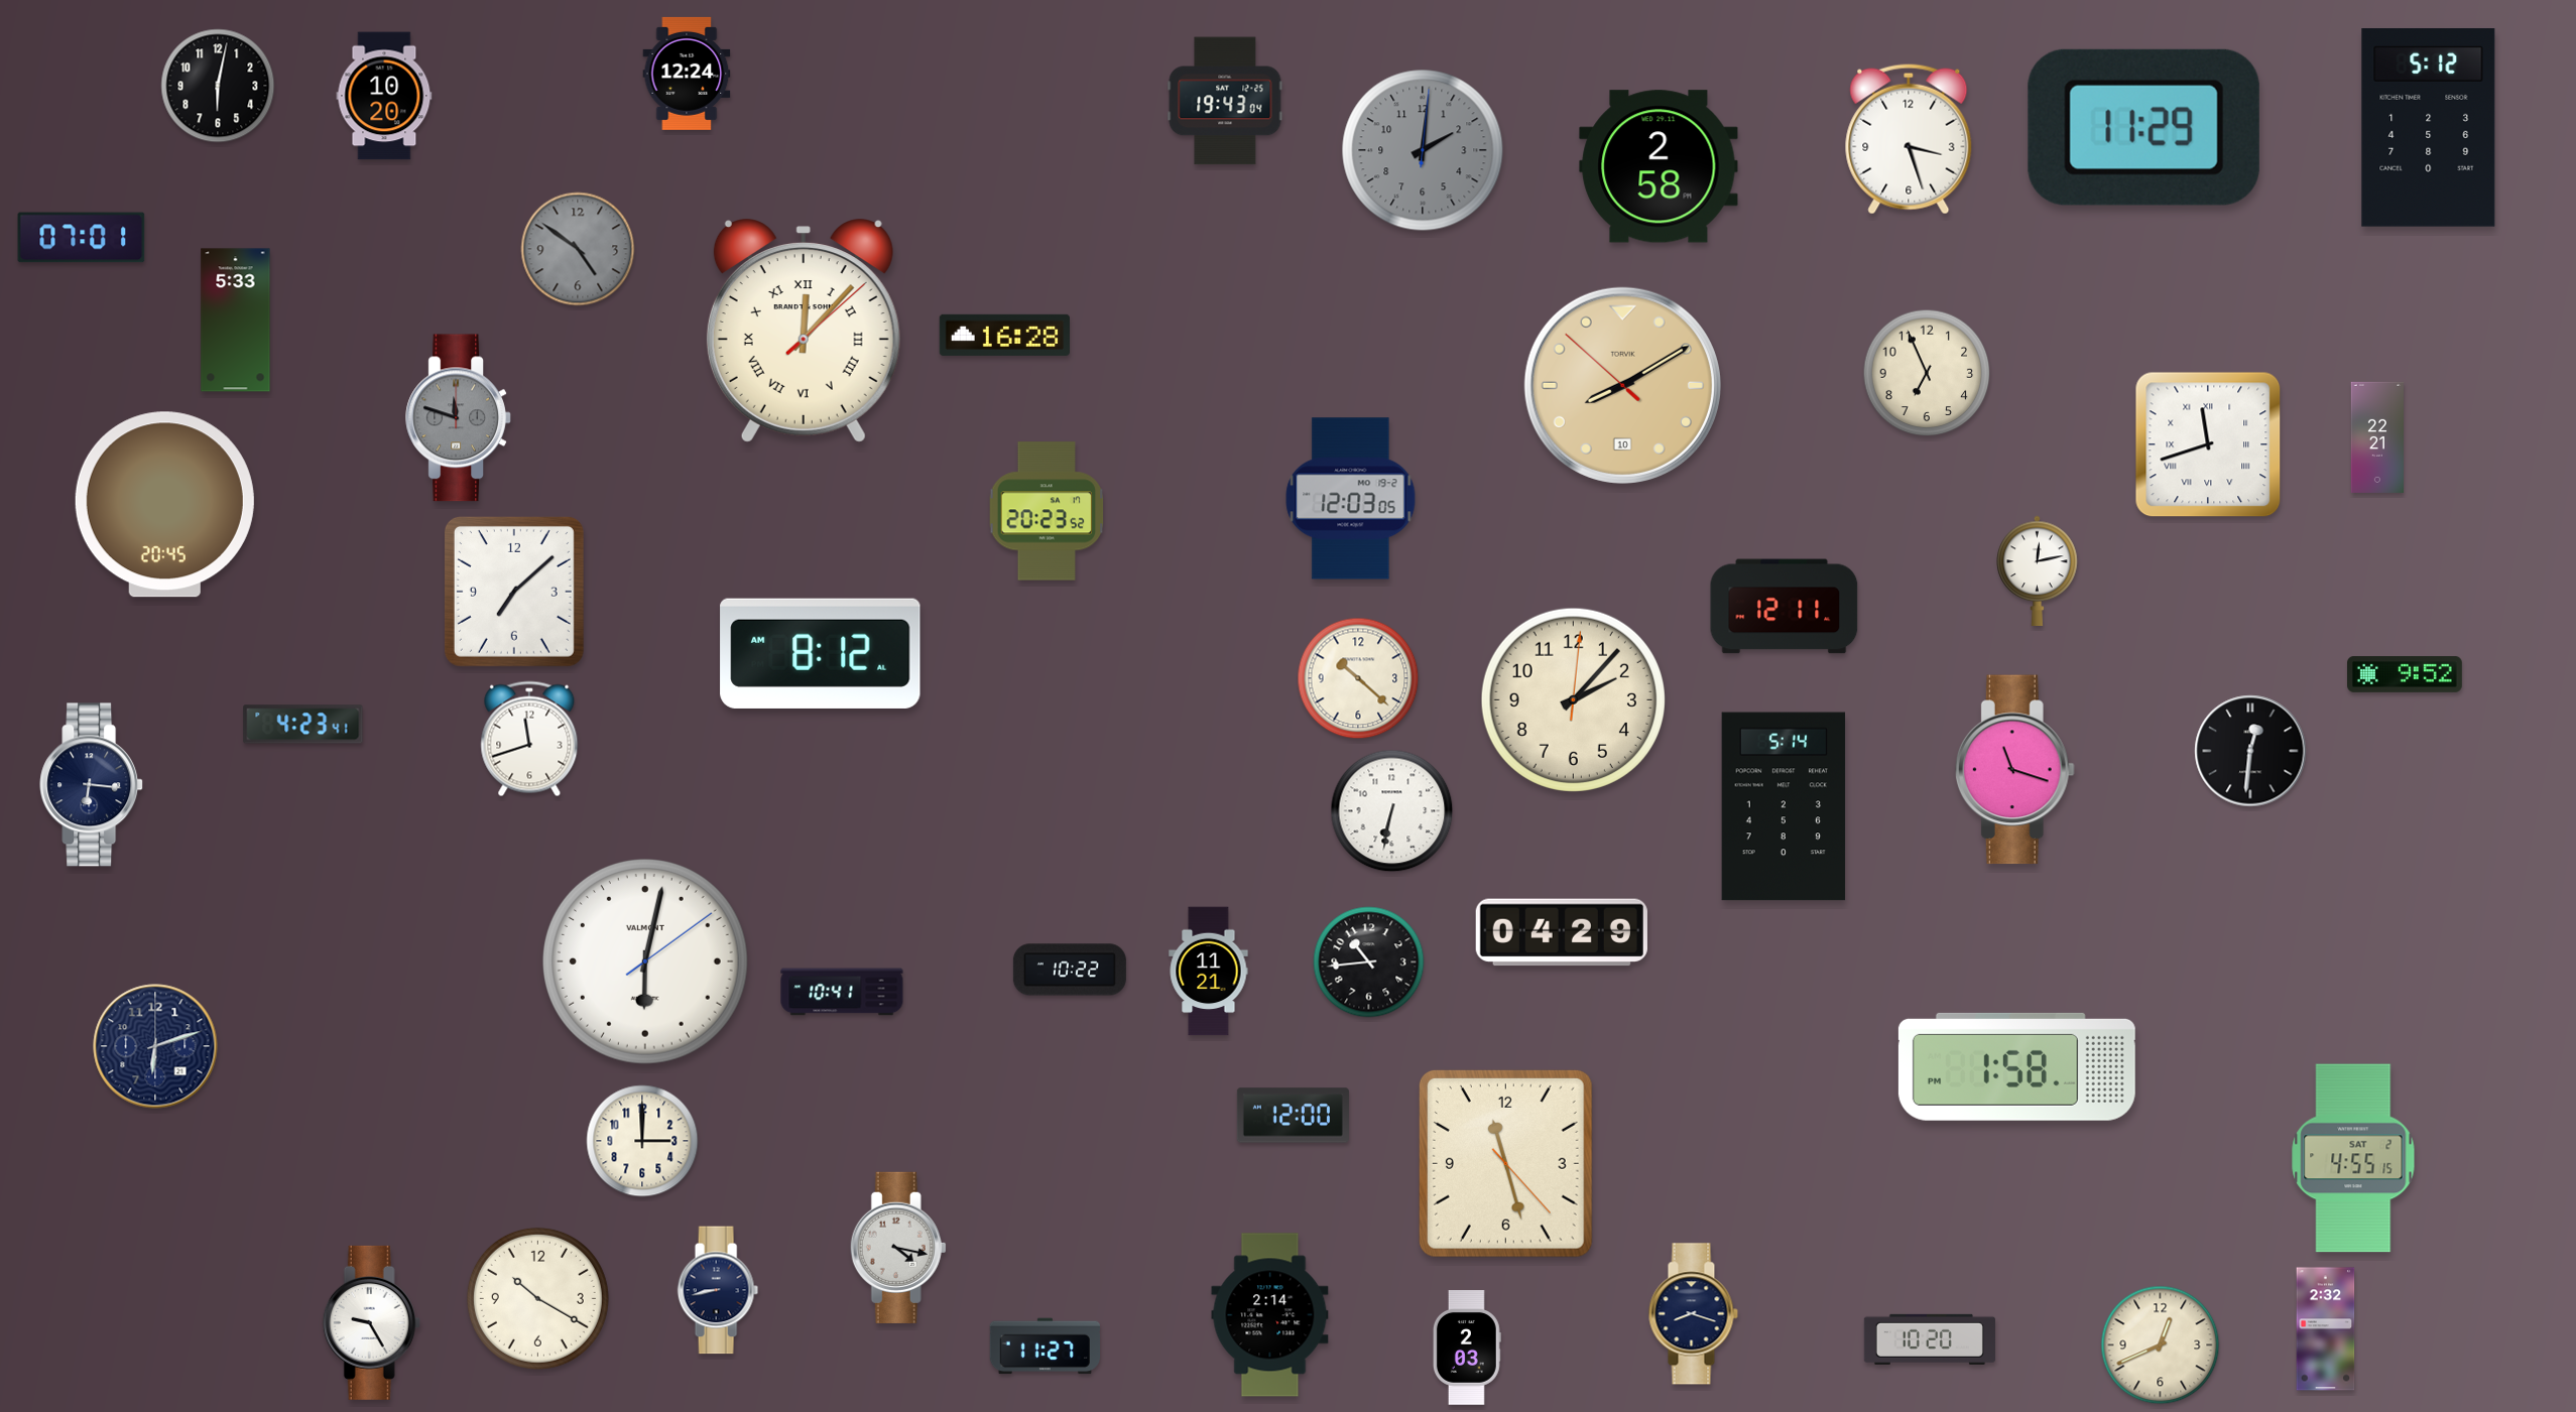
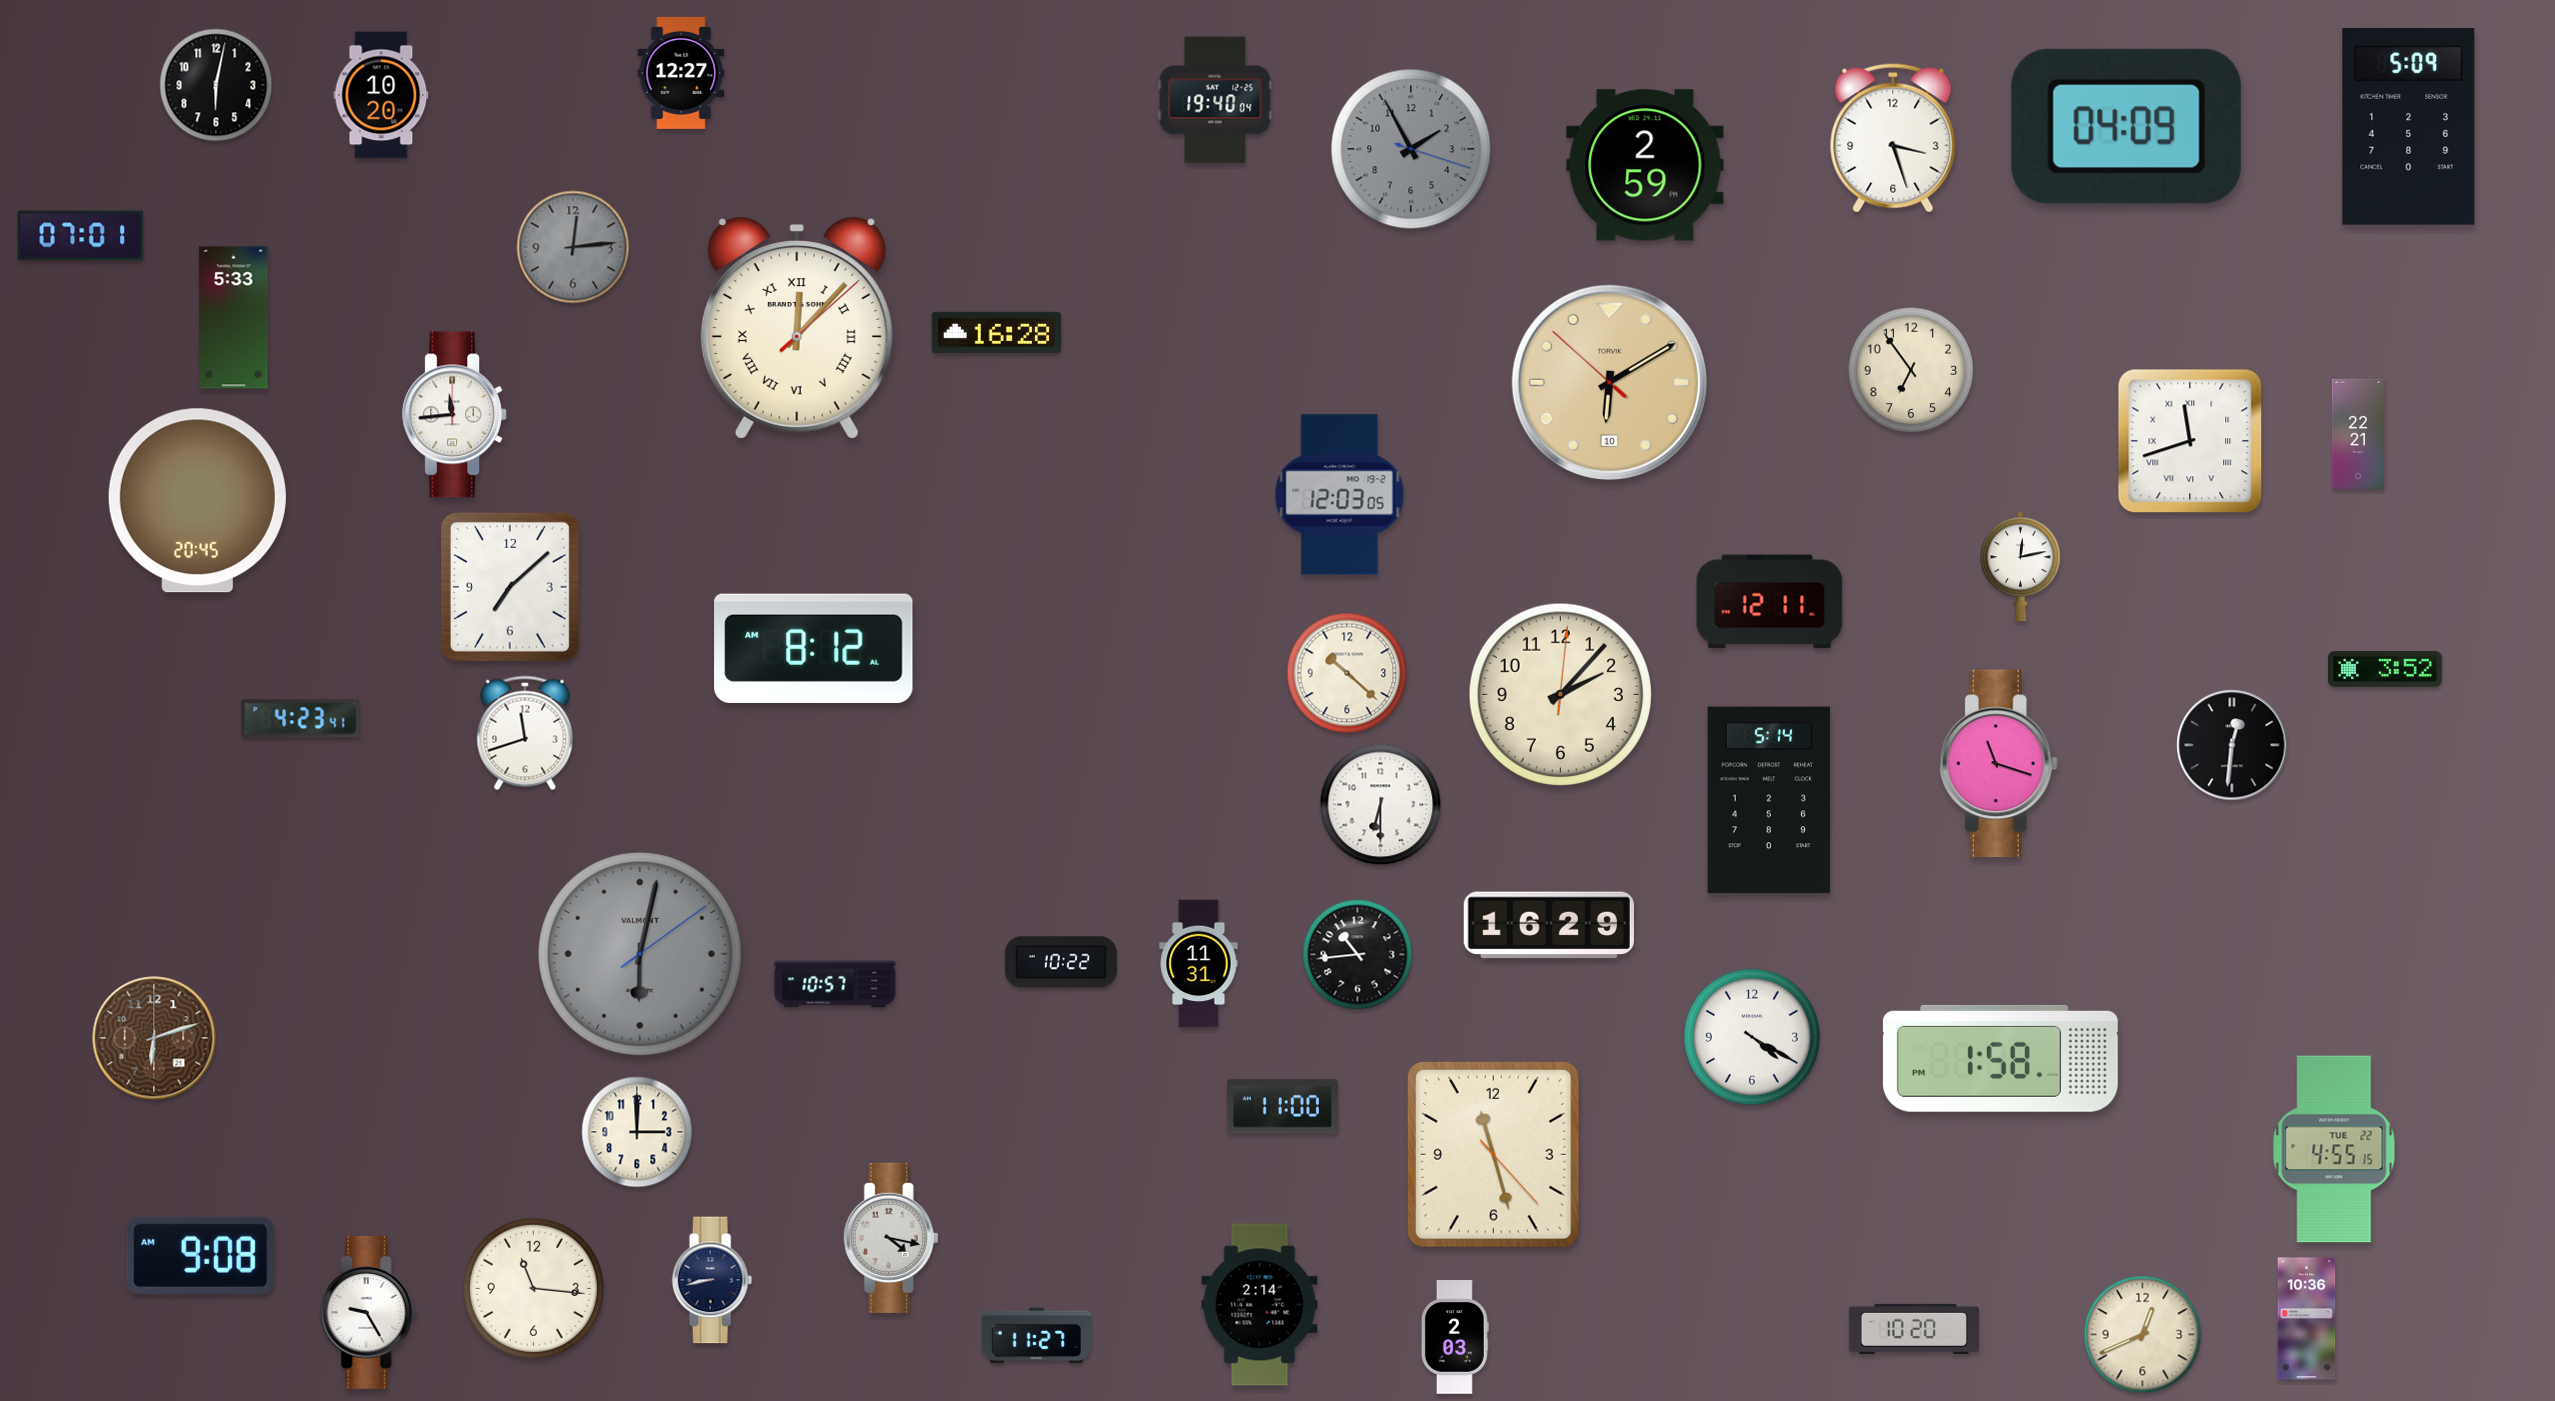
clock at (687, 74): 12:24 -> 12:27
clock at (1225, 101): 19:43 -> 19:40
clock at (2143, 127): 11:29 -> 04:09
clock at (2429, 128): 5:12 -> 5:09
clock at (1423, 150): 2:01 -> 1:55
clock at (1659, 166): 2:58 -> 2:59
clock at (578, 249): 4:51 -> 12:14
clock at (1927, 373): 6:56 -> 6:54
clock at (1622, 385): 8:09 -> 6:09
clock at (459, 418): 11:48 -> 11:44
clock at (459, 418) dial: grey -> white
clock at (164, 505) position: (164, 505) -> (197, 501)
clock at (1047, 511): 20:23 -> none
clock at (2406, 675): 9:52 -> 3:52
clock at (92, 785): 6:16 -> none
clock at (1392, 811): 6:32 -> 6:30
clock at (1562, 932): 04:29 -> 16:29
clock at (645, 961) dial: white -> grey
clock at (1209, 972): 11:21 -> 11:31
clock at (842, 992): 10:41 -> 10:57
clock at (1752, 1037): none -> 4:20
clock at (155, 1046) dial: navy -> brown
clock at (1293, 1116): 12:00 -> 11:00
clock at (2353, 1158) date: SAT 2 -> TUE 22
clock at (201, 1255): none -> 9:08
clock at (537, 1298): 10:20 -> 11:16
clock at (1693, 1314): 8:18 -> none
clock at (2326, 1329): 2:32 -> 10:36
